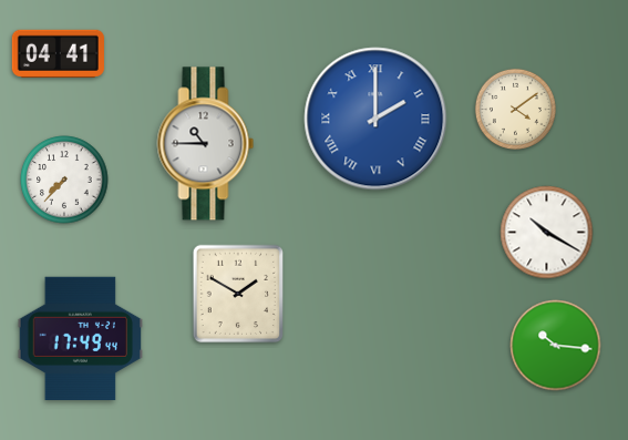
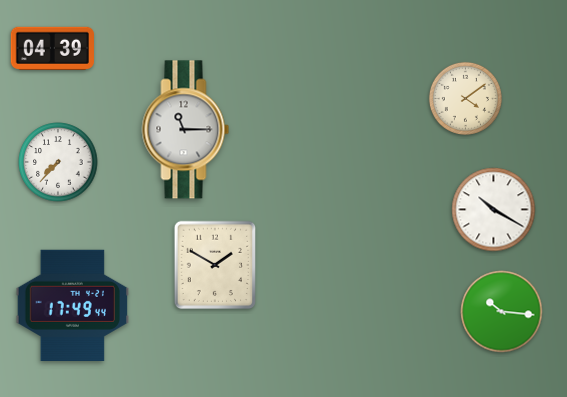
clock at (58, 53): 04:41 -> 04:39
clock at (375, 119): 2:00 -> none
clock at (206, 144): 10:45 -> 11:15
